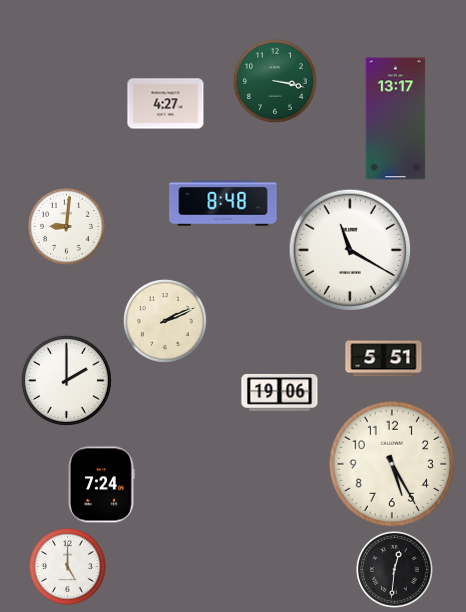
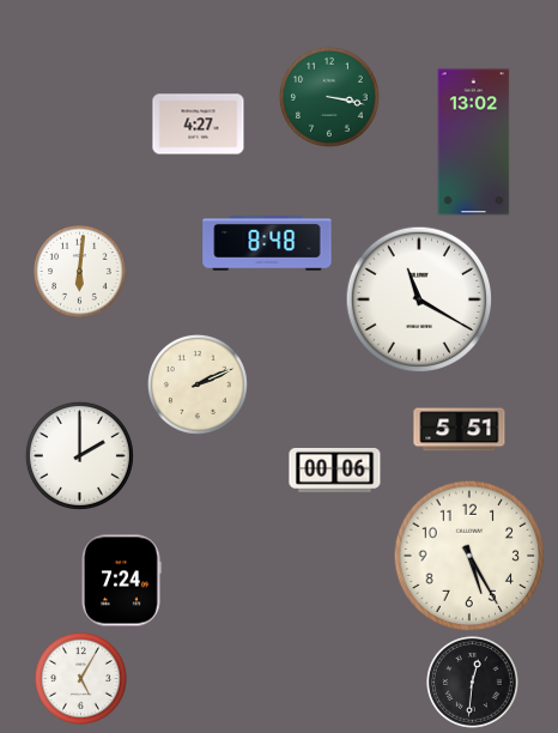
clock at (396, 119): 13:17 -> 13:02
clock at (67, 227): 9:01 -> 6:01
clock at (280, 392): 19:06 -> 00:06
clock at (68, 567): 5:00 -> 5:05
